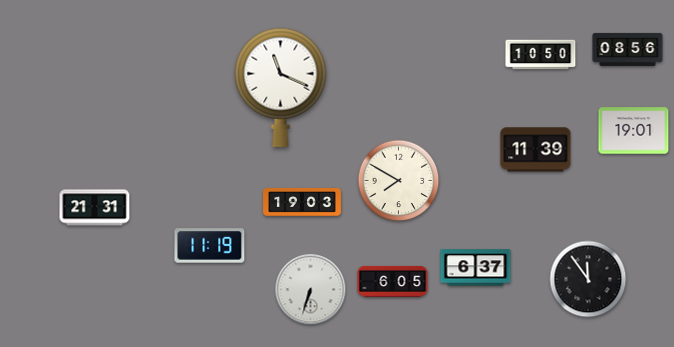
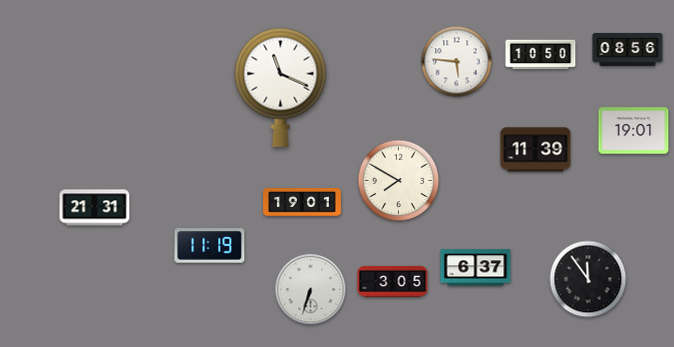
clock at (457, 62): none -> 5:46
clock at (302, 203): 19:03 -> 19:01
clock at (393, 281): 6:05 -> 3:05
